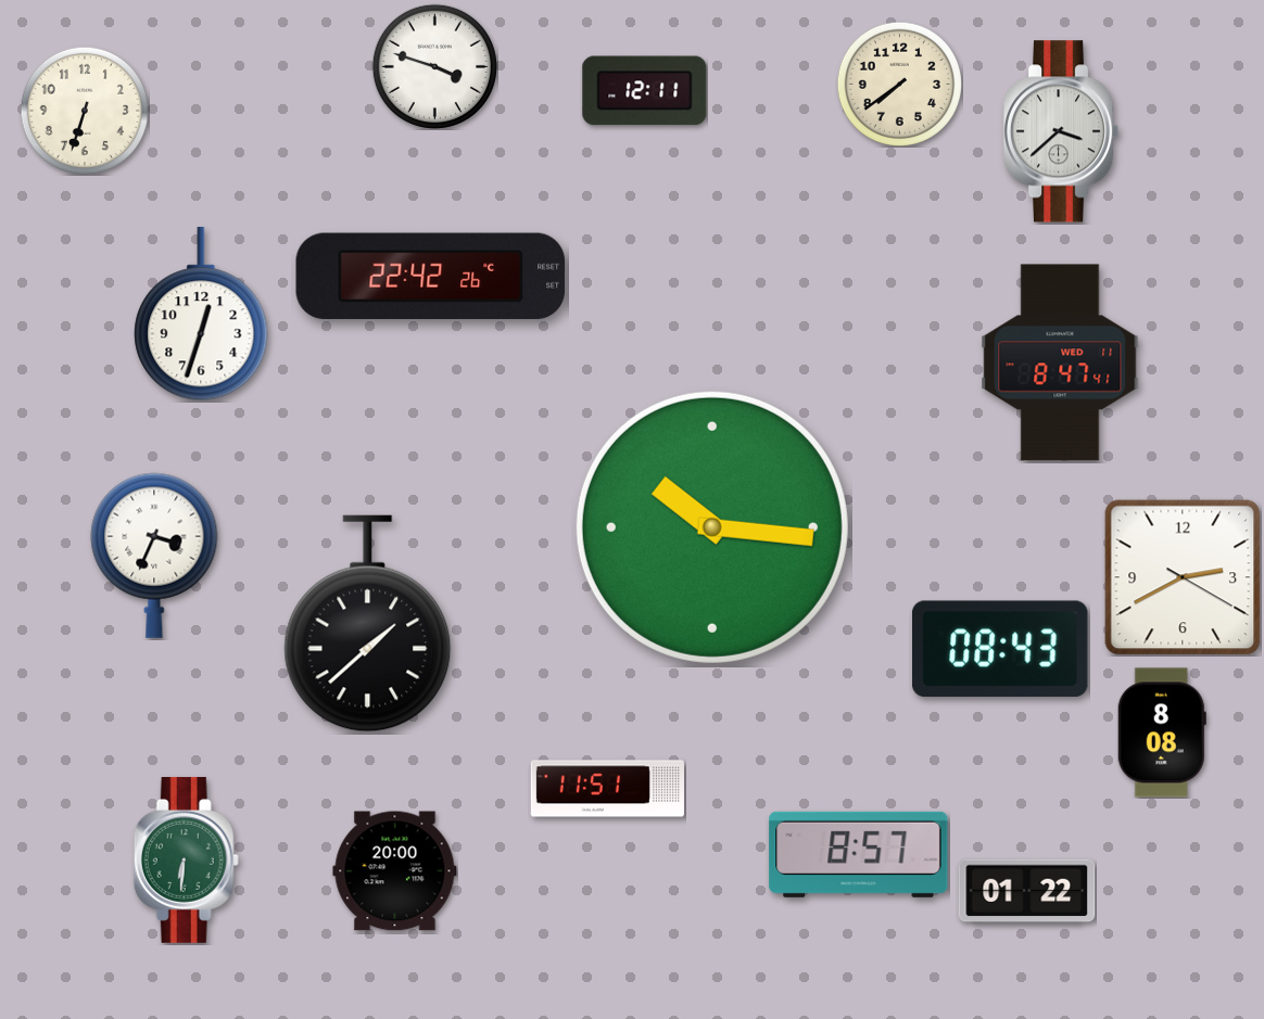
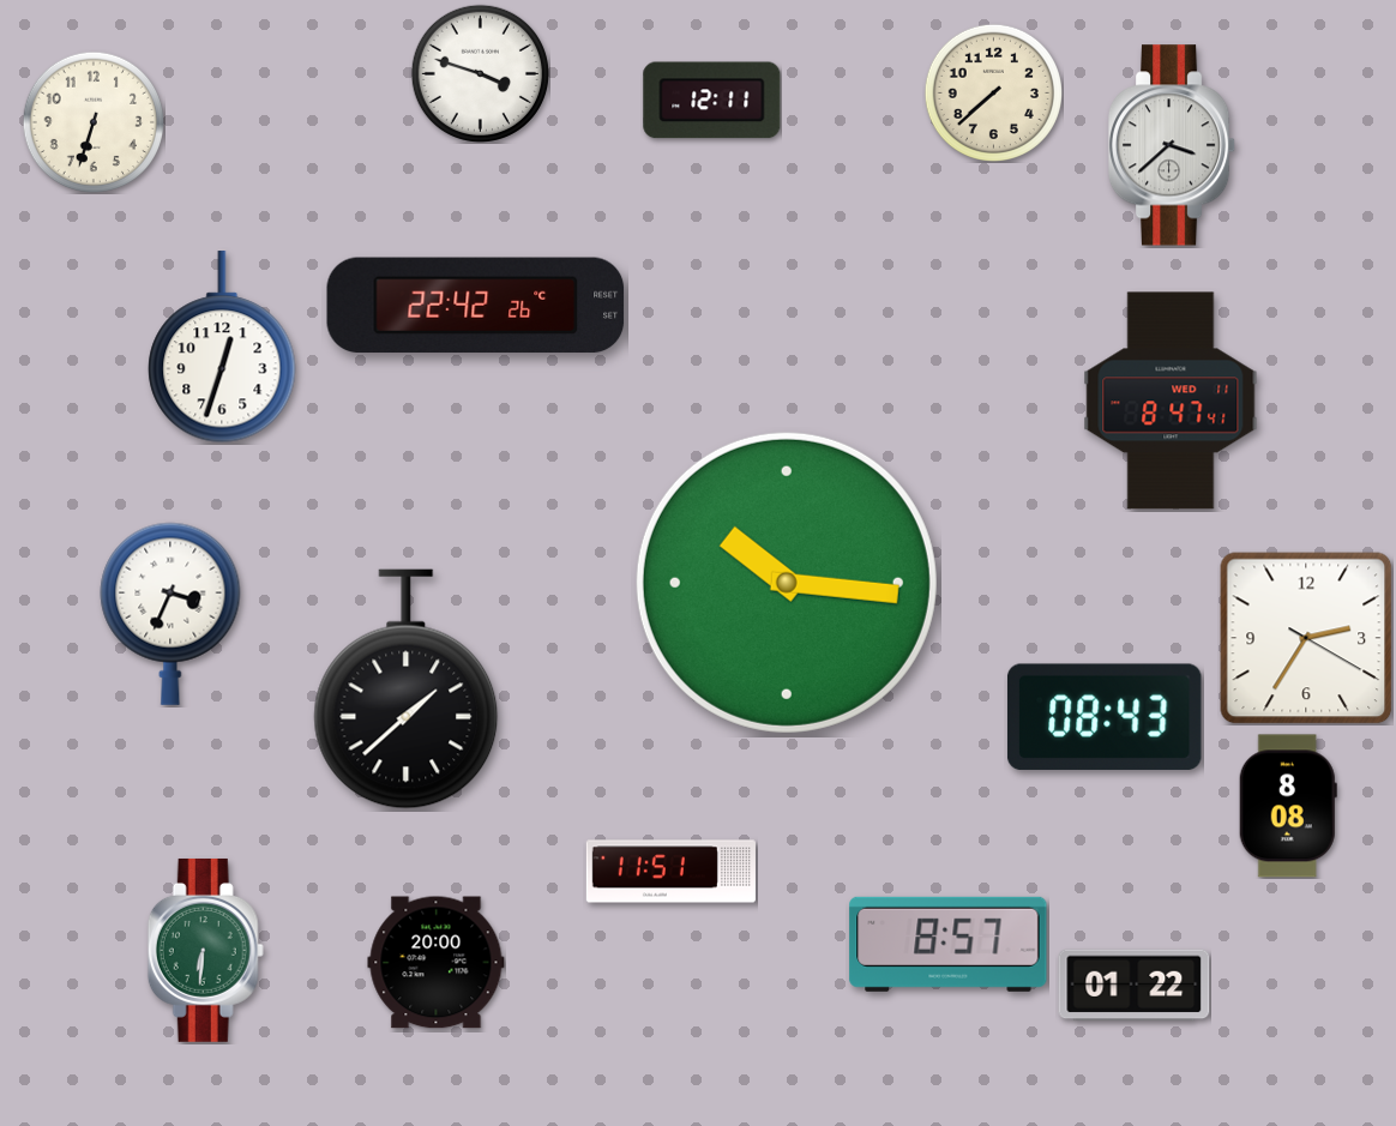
clock at (899, 84): 7:39 -> 7:38
clock at (1183, 577): 2:40 -> 2:35
clock at (1162, 733) position: (1162, 733) -> (1288, 806)
